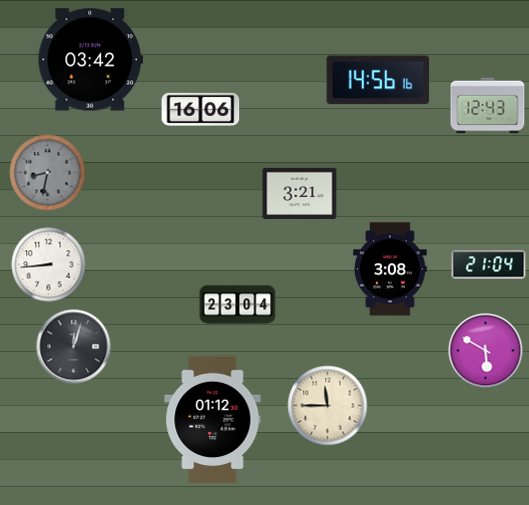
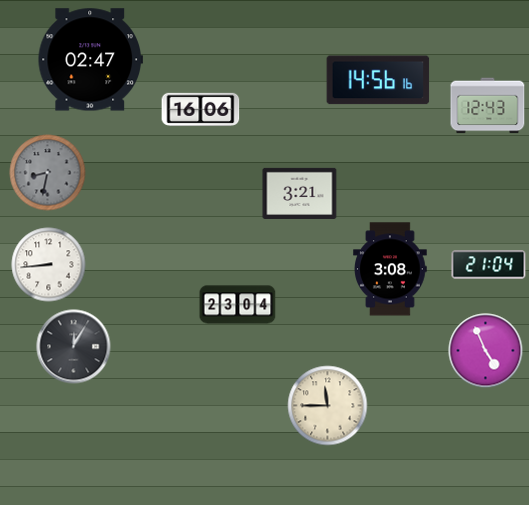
clock at (90, 60): 03:42 -> 02:47
clock at (74, 347): 12:03 -> 12:05
clock at (486, 351): 5:50 -> 4:56
clock at (213, 420): 01:12 -> none
